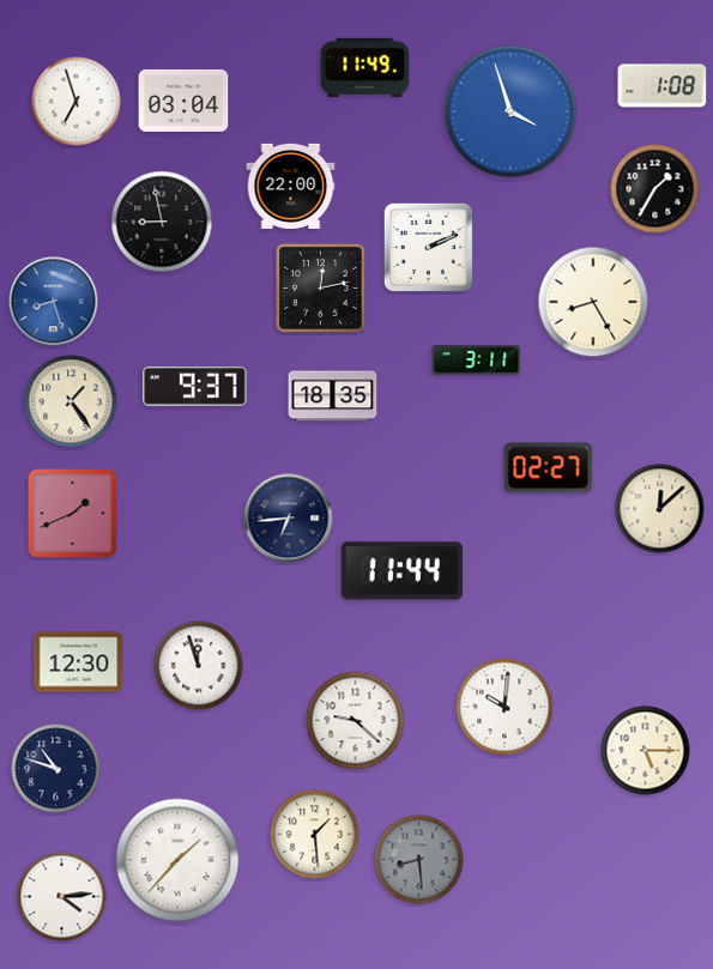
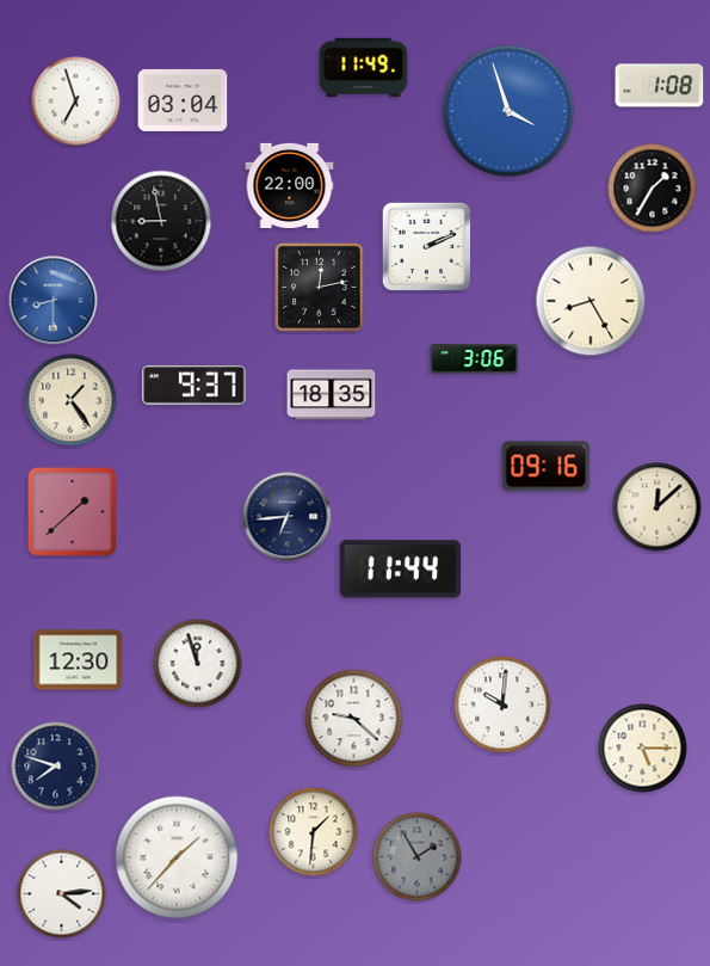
clock at (54, 302): 8:27 -> 8:30
clock at (477, 361): 3:11 -> 3:06
clock at (549, 468): 02:27 -> 09:16
clock at (73, 514): 1:41 -> 1:38
clock at (56, 769): 10:48 -> 7:48
clock at (315, 835): 1:29 -> 1:31
clock at (419, 860): 8:29 -> 1:55
